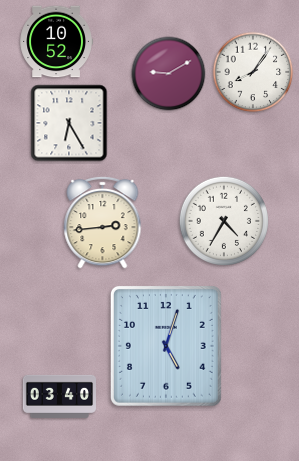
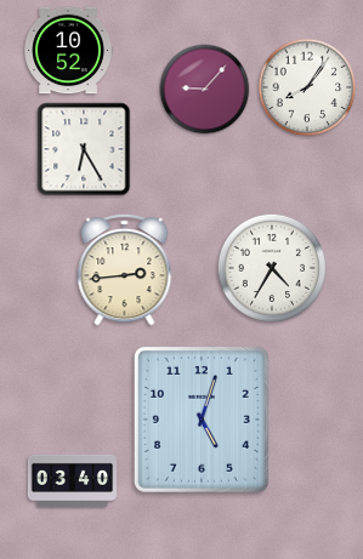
clock at (169, 74): 9:10 -> 9:07
